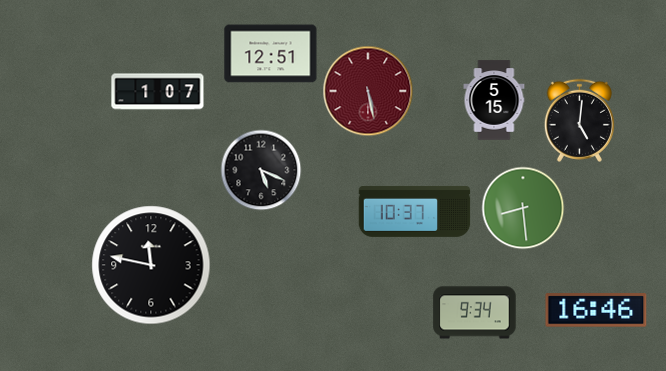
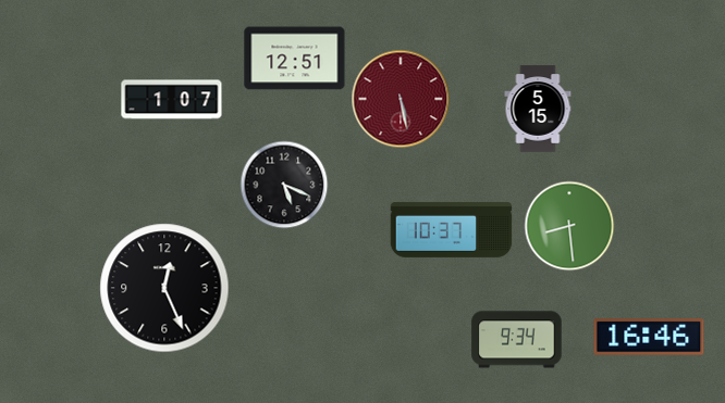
clock at (579, 120): 5:01 -> none
clock at (151, 265): 11:47 -> 12:26
